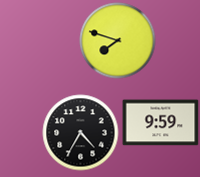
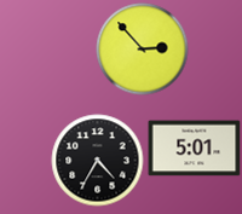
clock at (118, 41): 7:48 -> 2:53
clock at (161, 123): 9:59 -> 5:01
